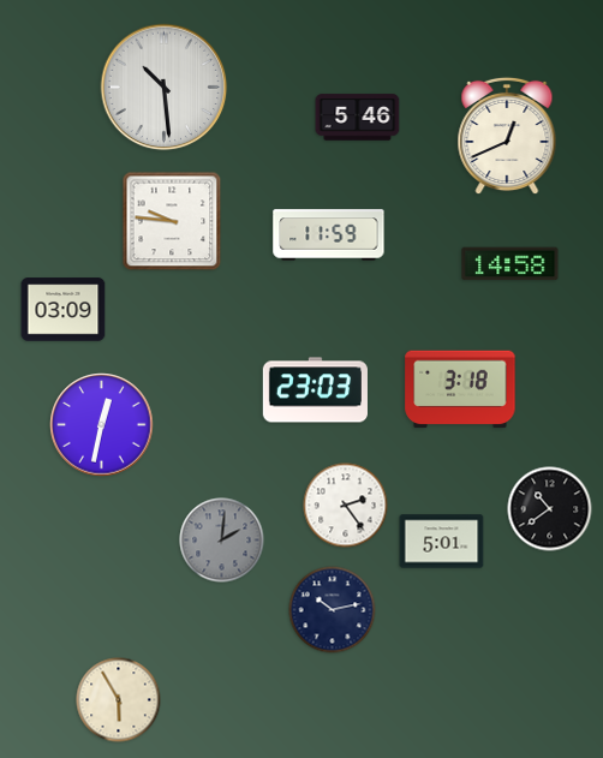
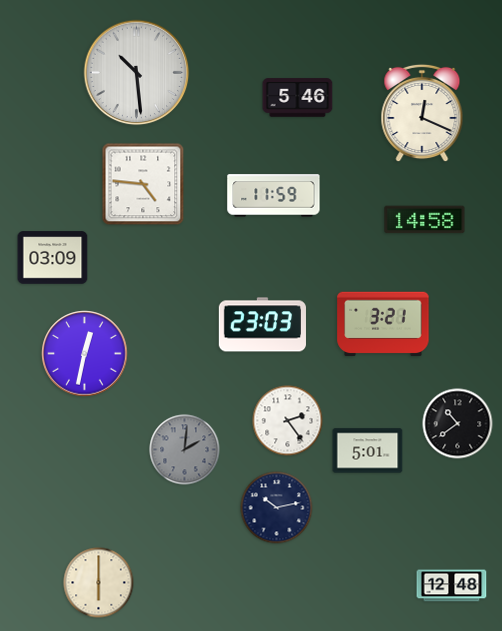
clock at (507, 136): 12:41 -> 12:19
clock at (172, 221): 9:46 -> 4:46
clock at (460, 389): 3:18 -> 3:21
clock at (119, 700): 5:55 -> 6:00
clock at (452, 586): none -> 12:48
